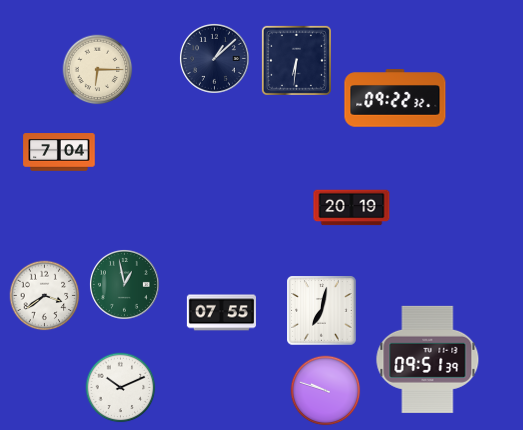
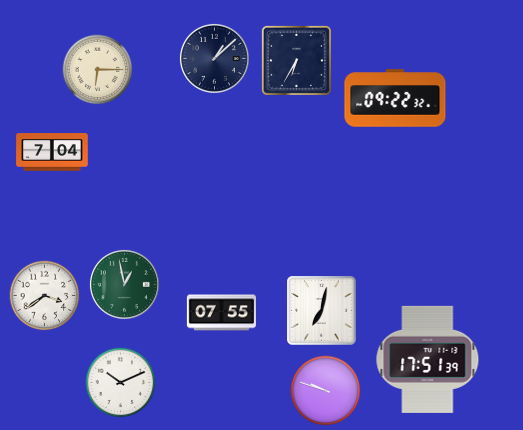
clock at (296, 60): 6:31 -> 6:35
clock at (59, 152) position: (59, 152) -> (52, 152)
clock at (352, 208): 20:19 -> none
clock at (428, 359): 09:51 -> 17:51
clock at (121, 388) position: (121, 388) -> (121, 383)
